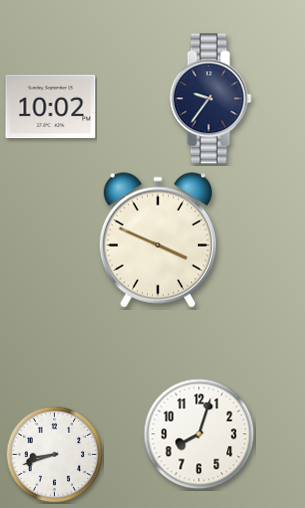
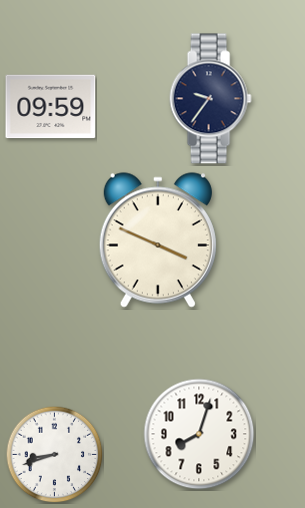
clock at (51, 107): 10:02 -> 09:59
